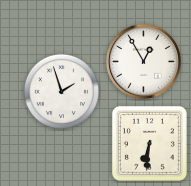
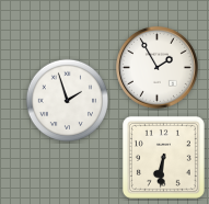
clock at (143, 62): 12:55 -> 1:55
